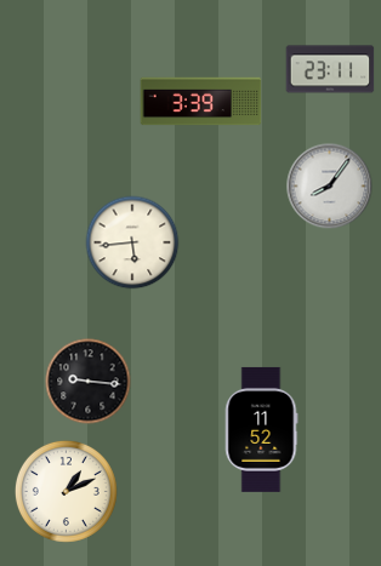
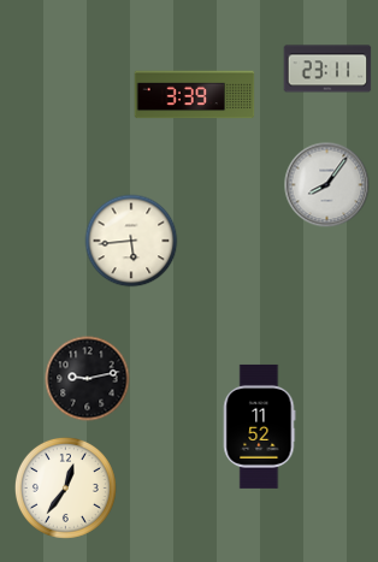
clock at (201, 102) position: (201, 102) -> (195, 95)
clock at (89, 382): 9:16 -> 9:13
clock at (66, 491): 1:11 -> 12:36
